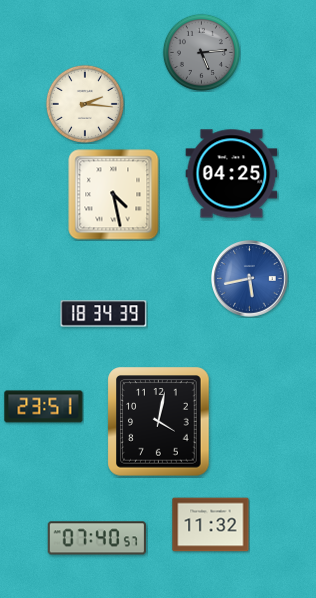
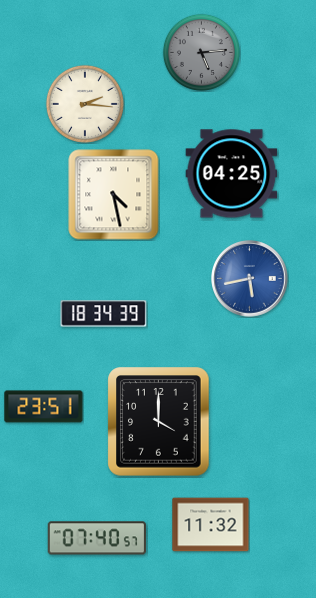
clock at (159, 422): 4:02 -> 4:00
